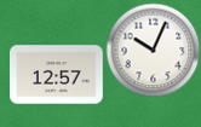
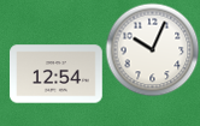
clock at (57, 75): 12:57 -> 12:54
